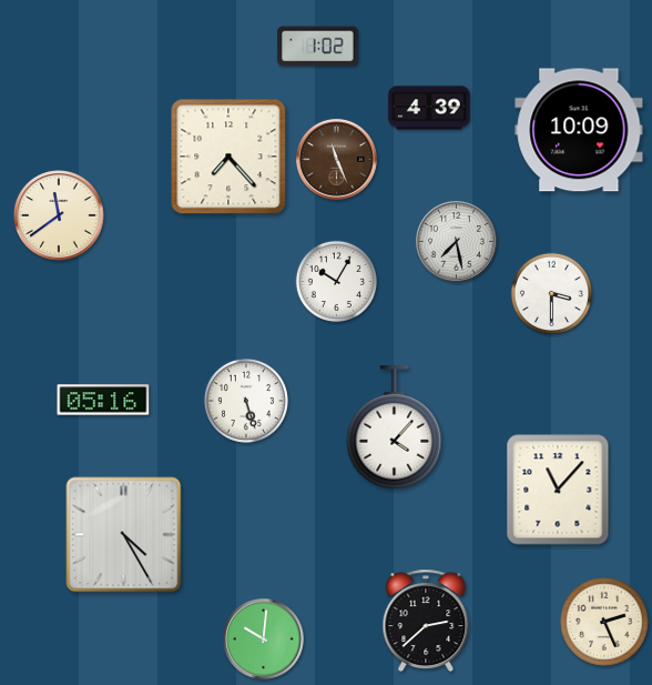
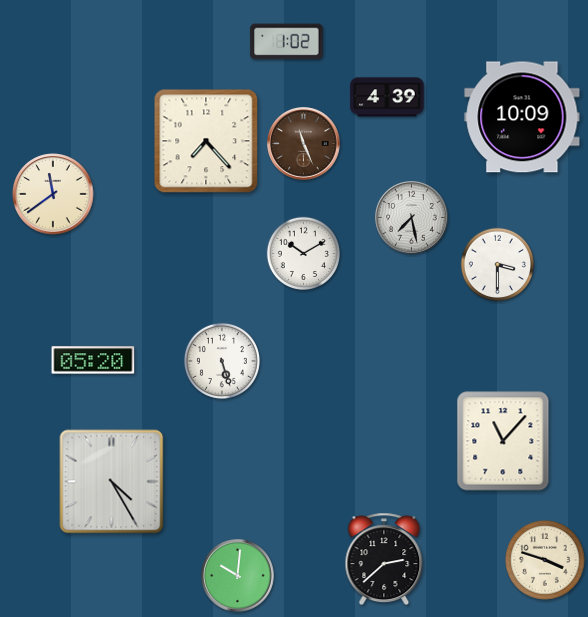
clock at (336, 281): 10:05 -> 10:10
clock at (103, 400): 05:16 -> 05:20
clock at (395, 429): 4:07 -> none
clock at (604, 622): 2:26 -> 3:48
